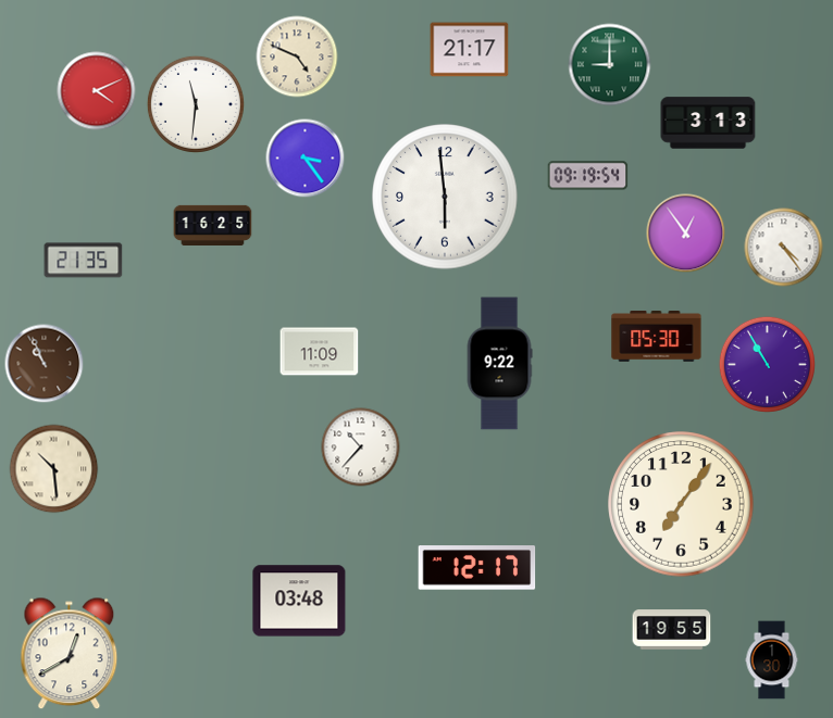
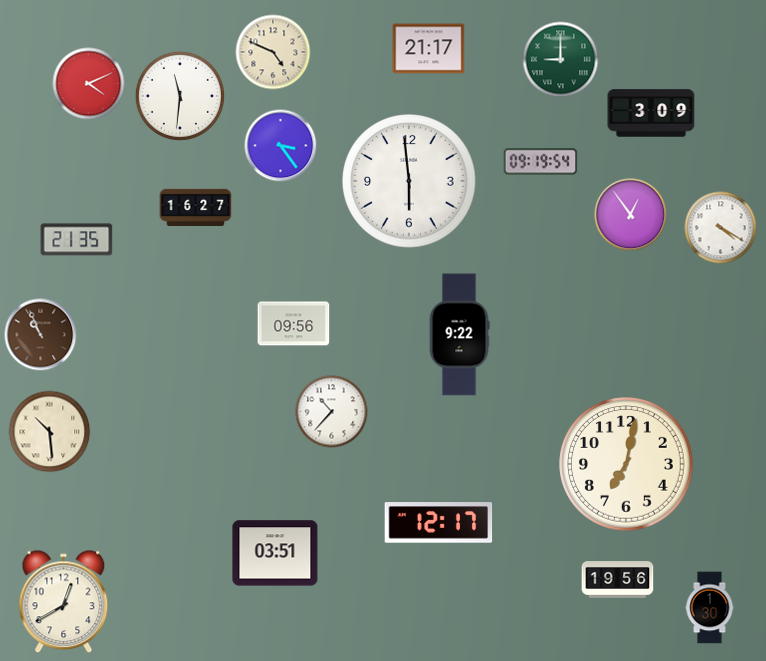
clock at (470, 50) position: (470, 50) -> (429, 49)
clock at (708, 123): 3:13 -> 3:09
clock at (213, 225): 16:25 -> 16:27
clock at (784, 248): 4:24 -> 4:20
clock at (657, 337): 05:30 -> none
clock at (320, 352): 11:09 -> 09:56
clock at (767, 364): 10:55 -> none
clock at (681, 504): 7:06 -> 7:02
clock at (299, 601): 03:48 -> 03:51
clock at (672, 630): 19:55 -> 19:56
